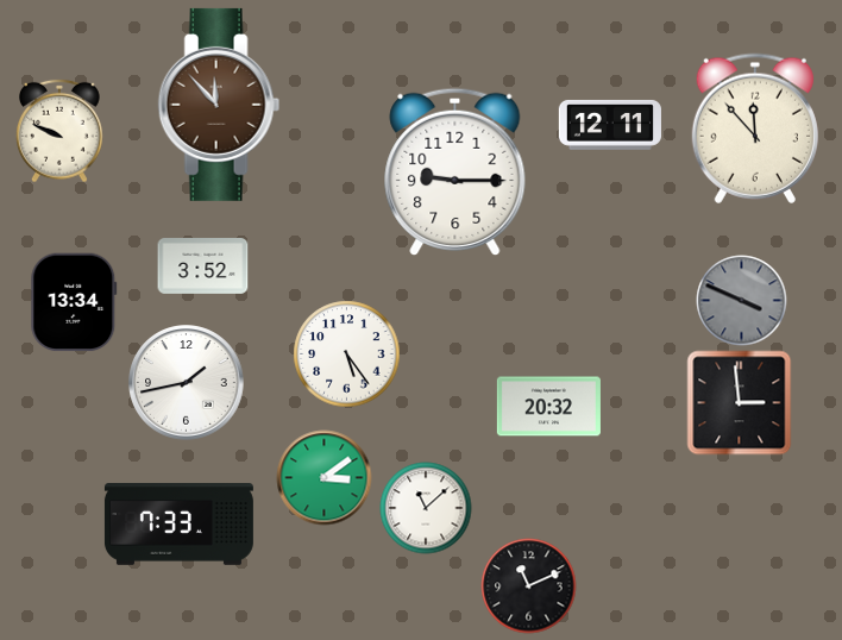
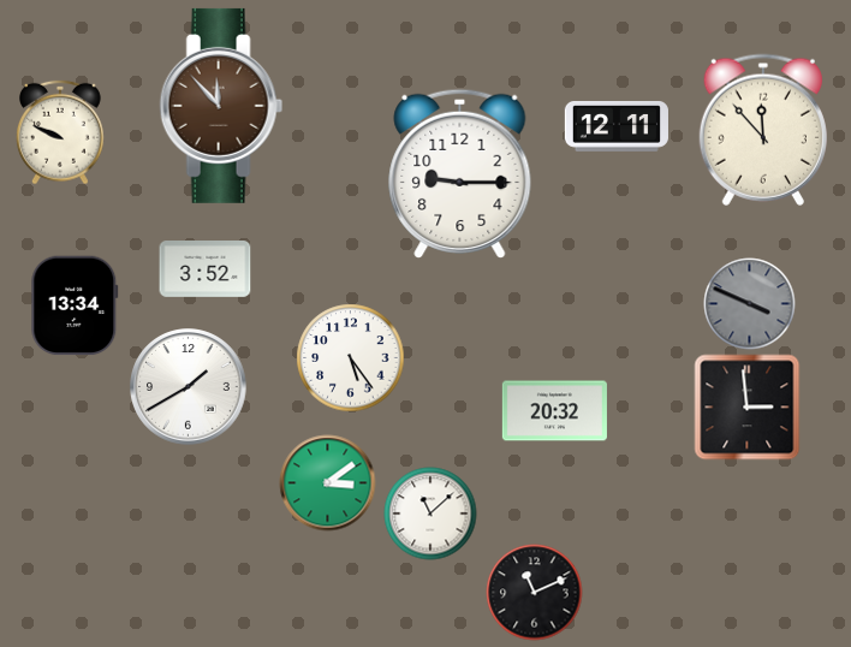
clock at (187, 383): 1:43 -> 1:40
clock at (178, 525): 7:33 -> none
